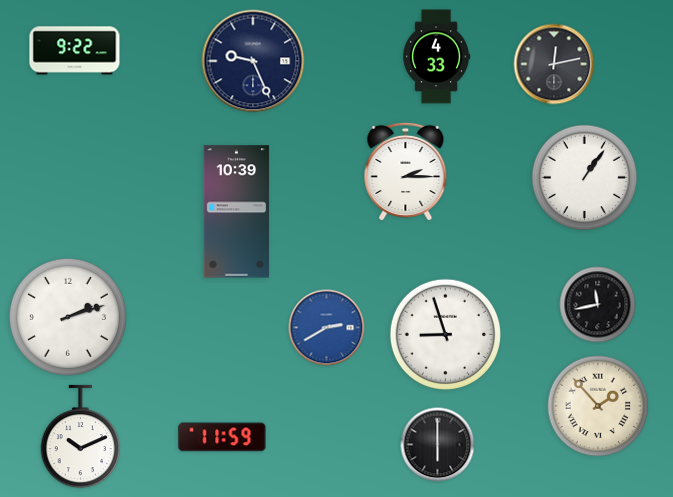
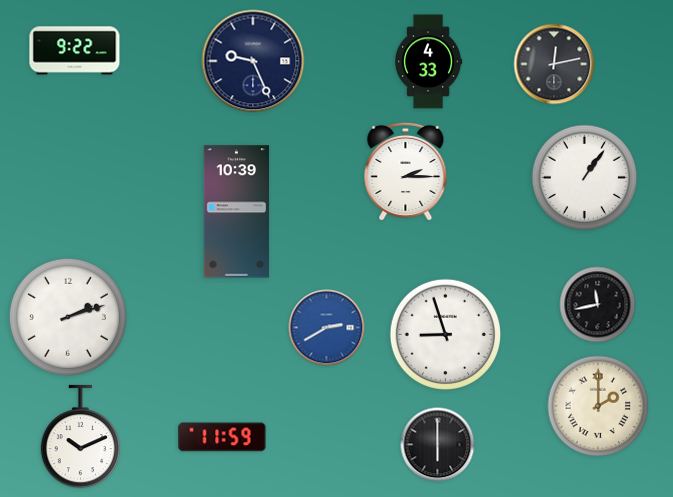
clock at (437, 57) position: (437, 57) -> (429, 62)
clock at (598, 406): 1:53 -> 2:00
